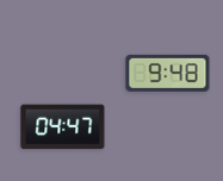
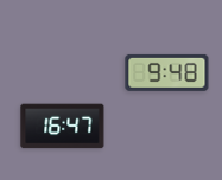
clock at (63, 127): 04:47 -> 16:47
